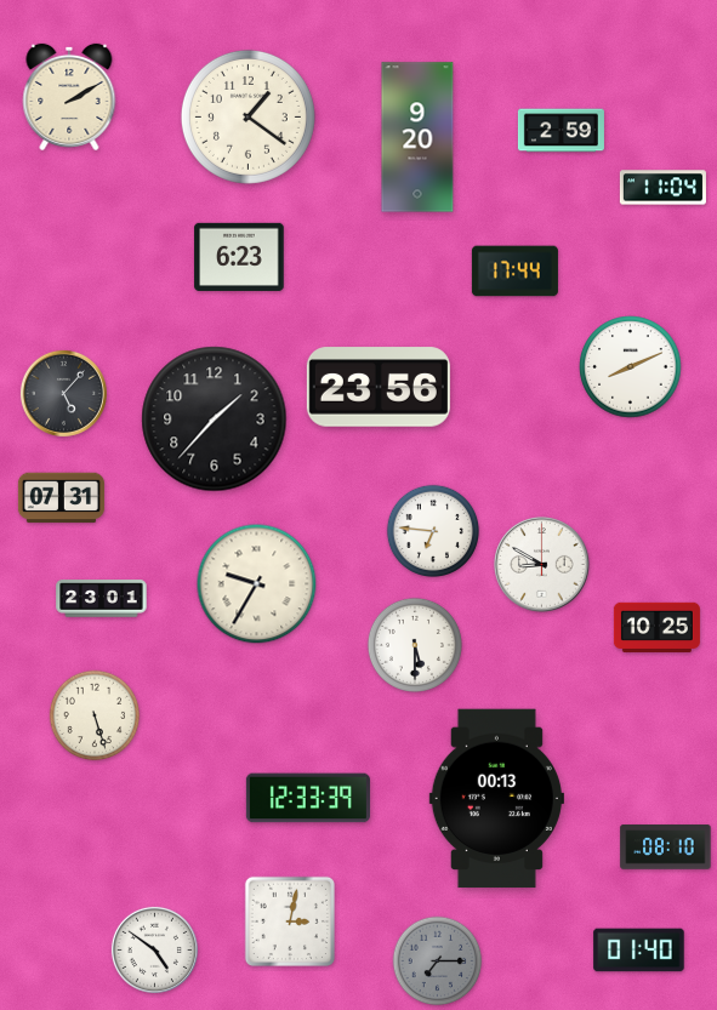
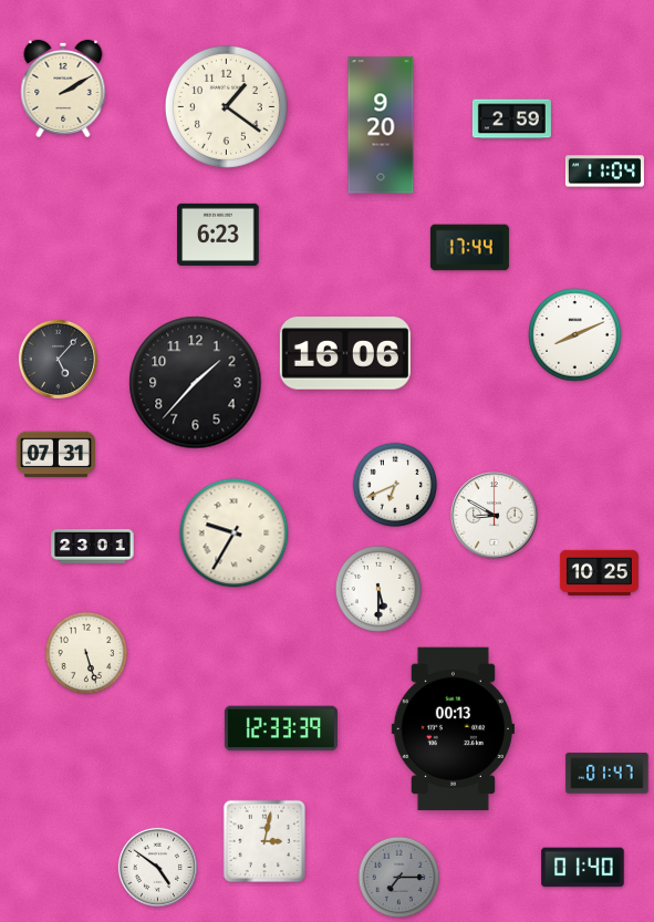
clock at (379, 387): 23:56 -> 16:06
clock at (432, 530): 6:46 -> 6:41
clock at (666, 848): 08:10 -> 01:47
clock at (154, 949) position: (154, 949) -> (157, 867)
